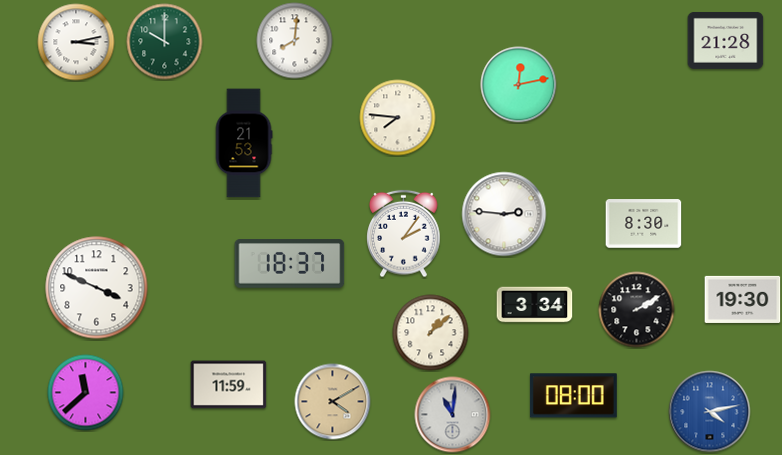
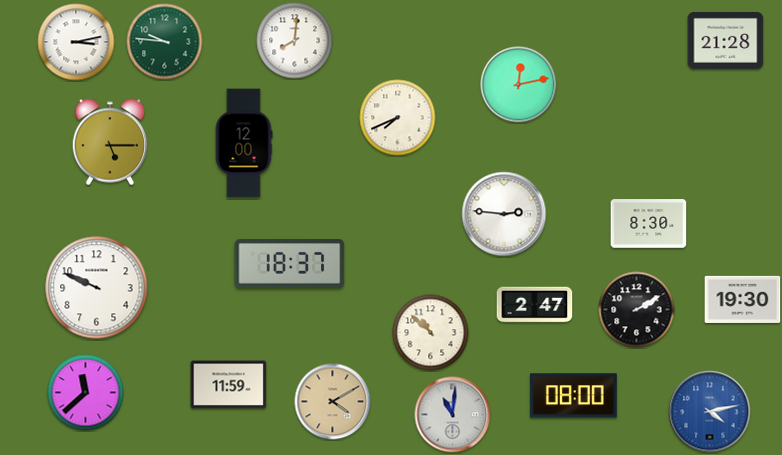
clock at (165, 42): 10:00 -> 9:46
clock at (398, 118): 7:46 -> 7:41
clock at (110, 142): none -> 5:15
clock at (244, 143): 21:53 -> 12:00
clock at (644, 224) position: (644, 224) -> (649, 224)
clock at (404, 234): 2:06 -> none
clock at (97, 288): 3:49 -> 9:49
clock at (535, 305): 3:34 -> 2:47
clock at (431, 333): 1:08 -> 10:52
